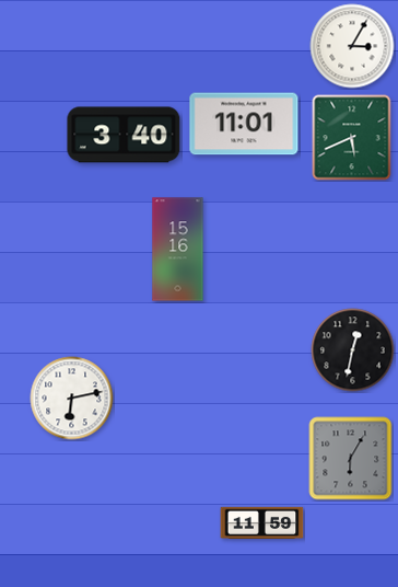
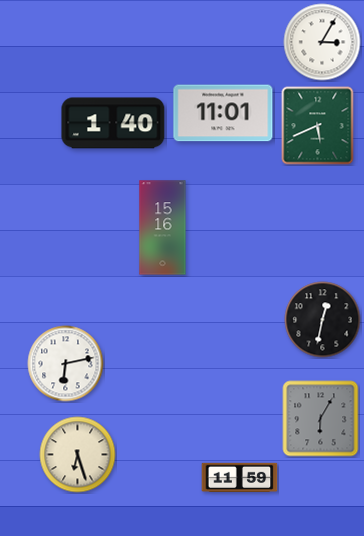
clock at (124, 135): 3:40 -> 1:40
clock at (352, 138) position: (352, 138) -> (318, 126)
clock at (78, 455): none -> 6:27
